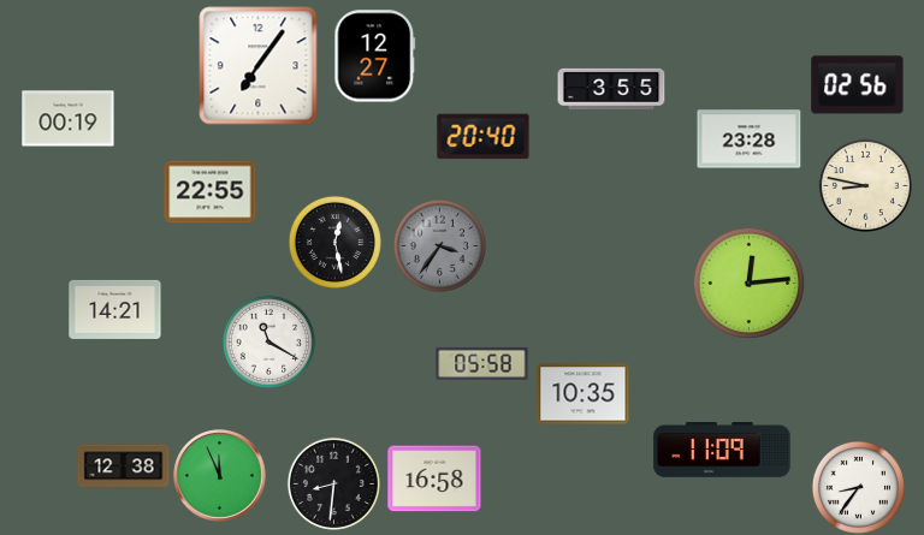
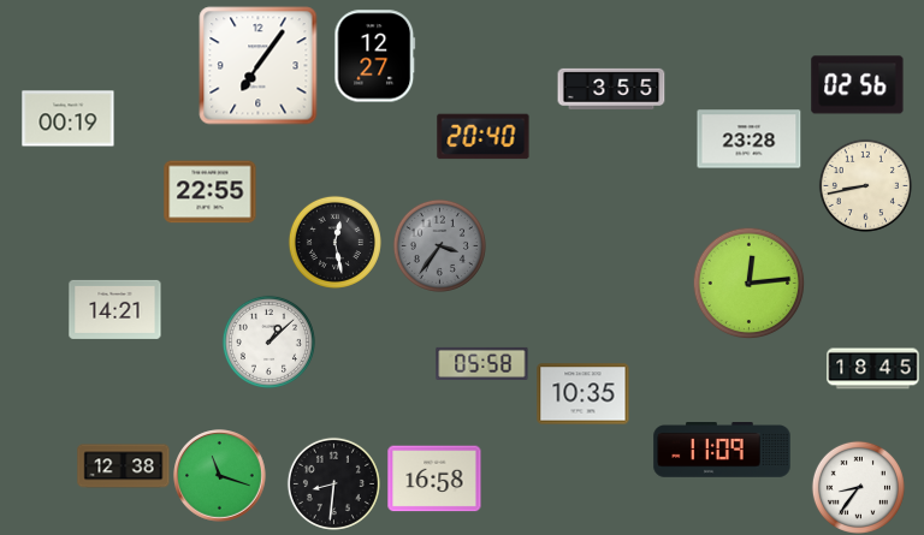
clock at (865, 185): 8:47 -> 8:43
clock at (268, 341): 11:20 -> 1:08
clock at (873, 369): none -> 18:45
clock at (220, 476): 11:56 -> 11:18
